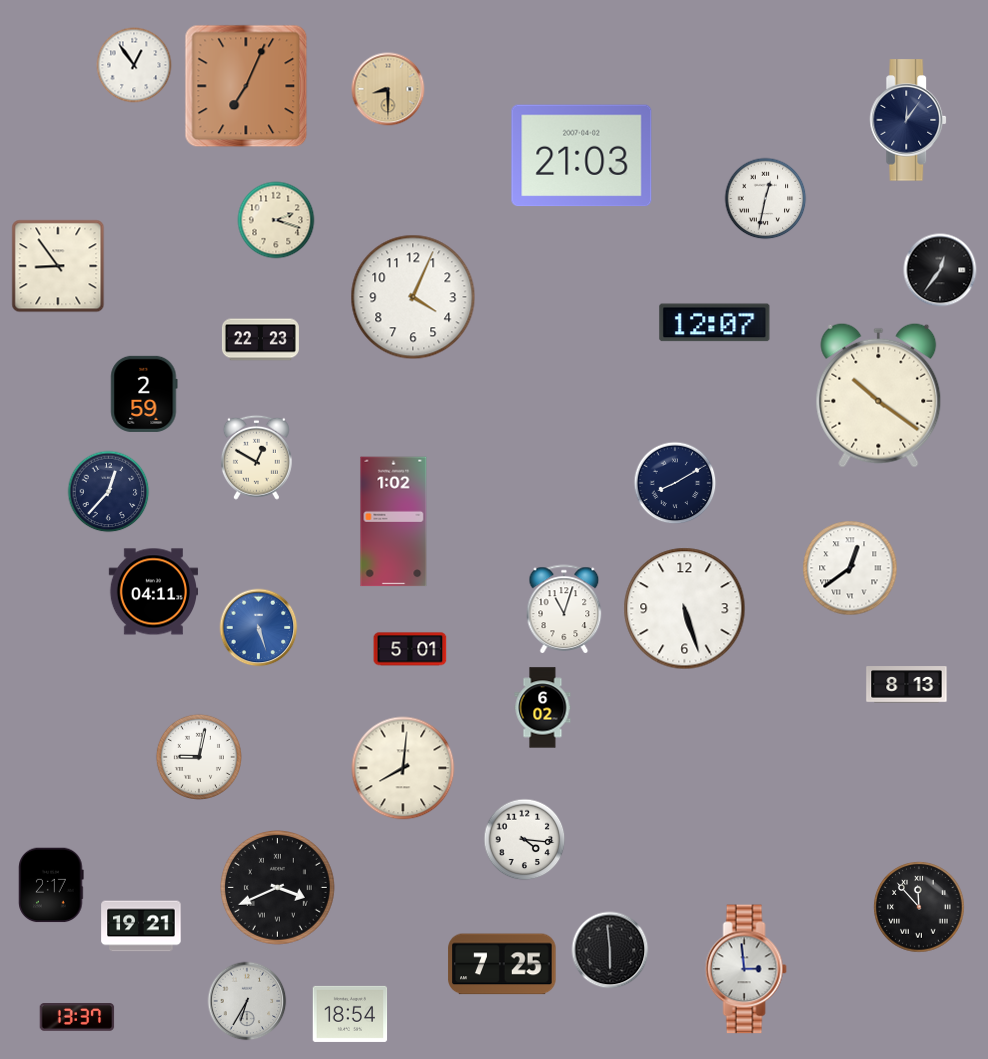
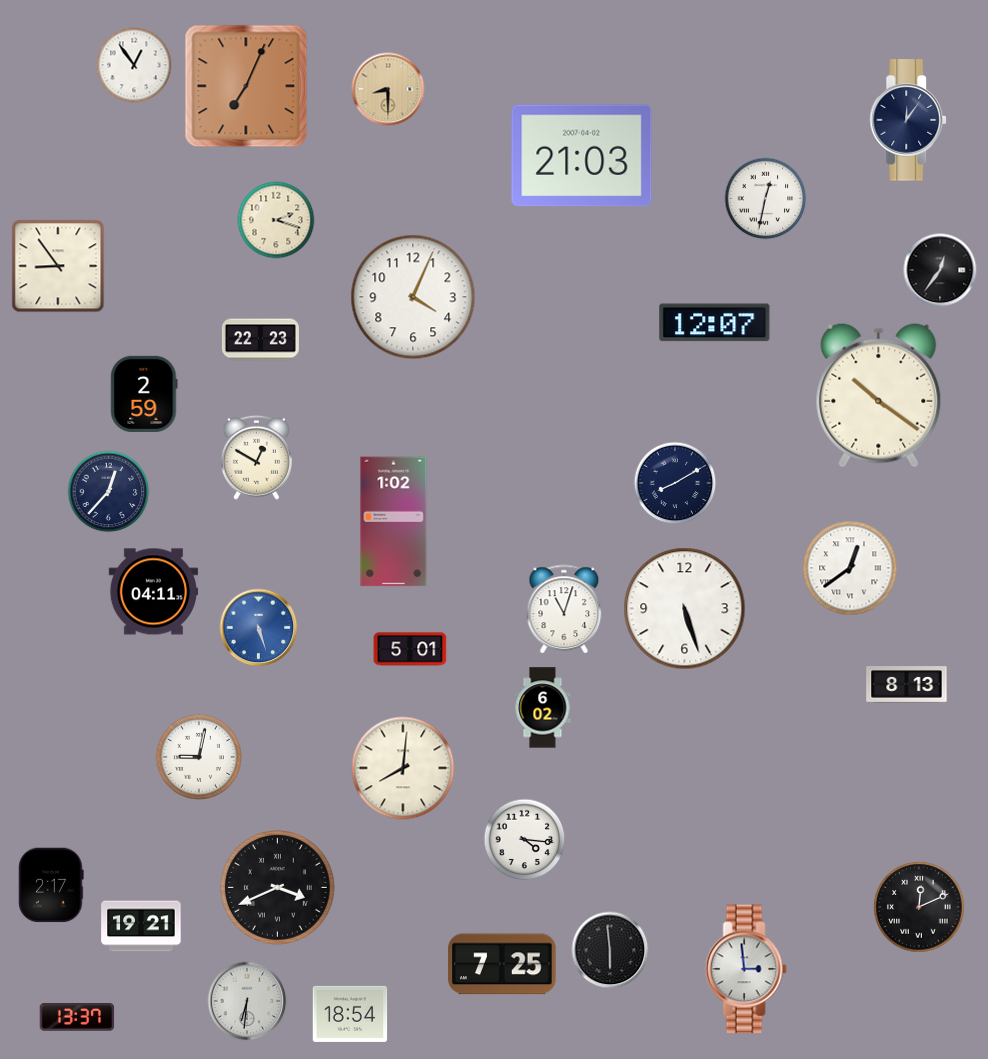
clock at (919, 907): 11:53 -> 12:11
clock at (247, 1001): 6:35 -> 6:31
